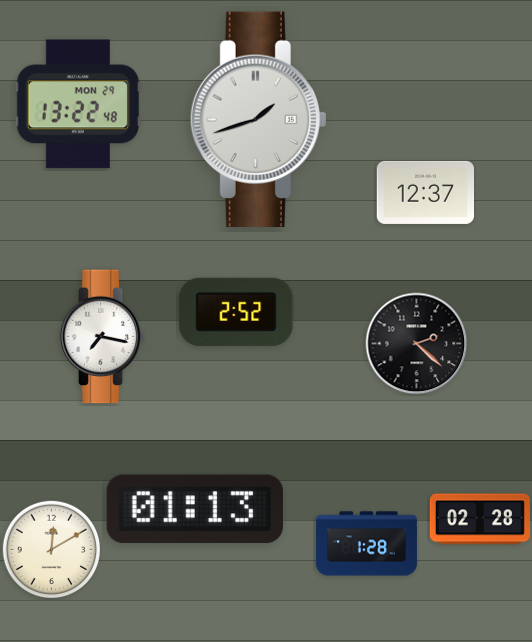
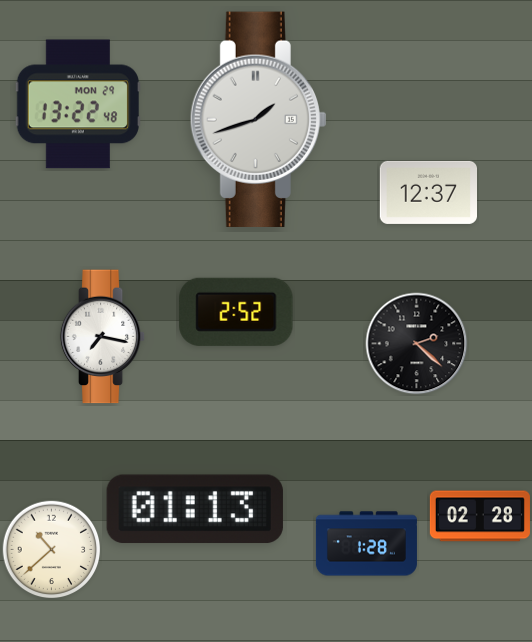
clock at (425, 192) position: (425, 192) -> (428, 192)
clock at (480, 519) position: (480, 519) -> (480, 516)
clock at (52, 550): 12:10 -> 10:38
